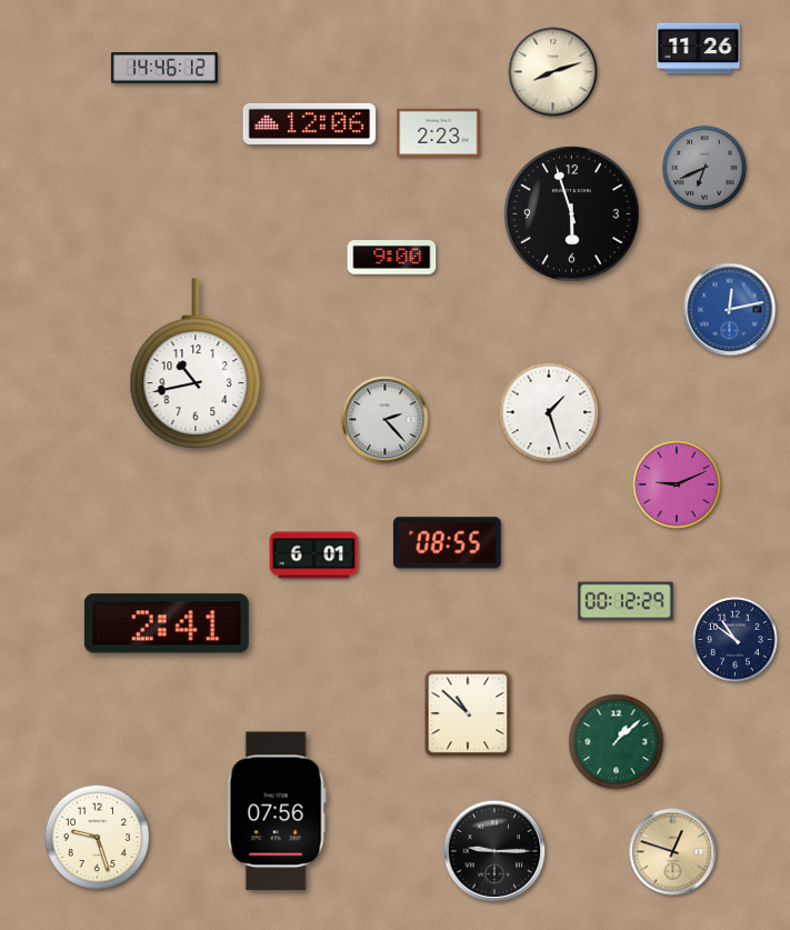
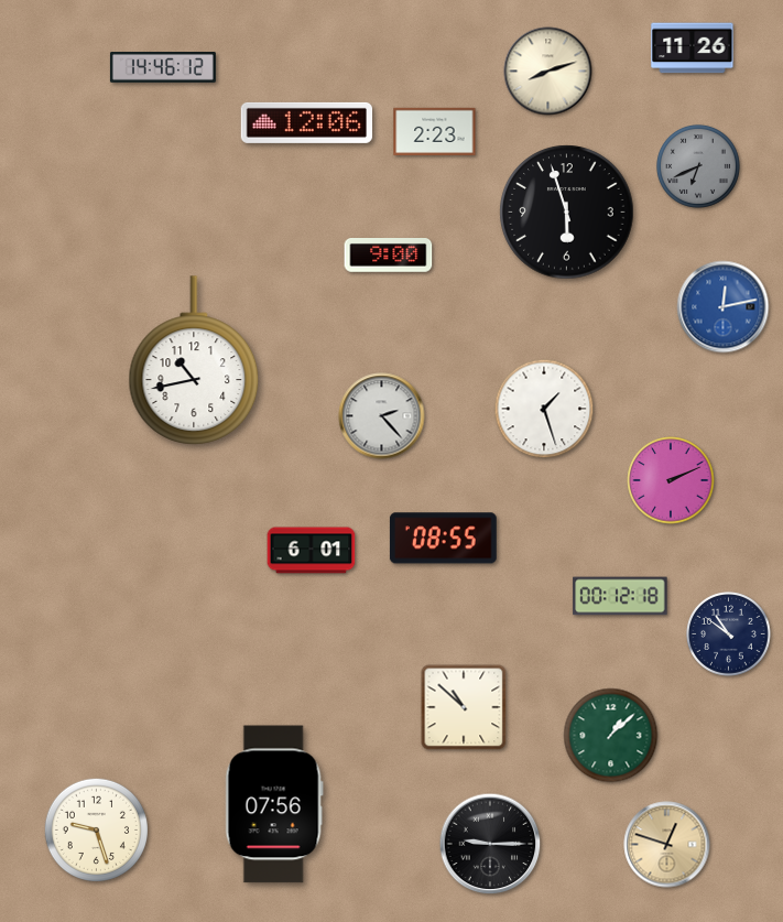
clock at (677, 484): 9:11 -> 2:11
clock at (626, 601): 00:12:29 -> 00:12:18
clock at (167, 623): 2:41 -> none
